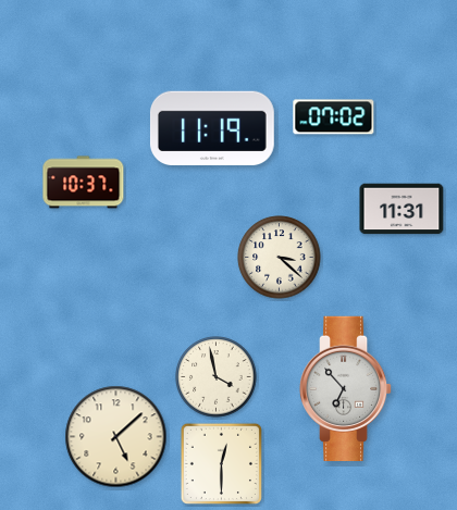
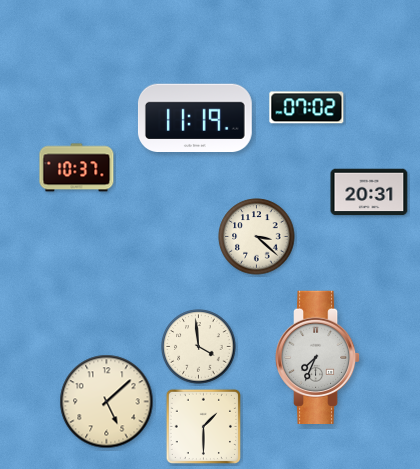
clock at (402, 209): 11:31 -> 20:31
clock at (217, 377): 3:58 -> 3:59
clock at (346, 388): 6:53 -> 7:34
clock at (221, 463): 12:30 -> 1:30
